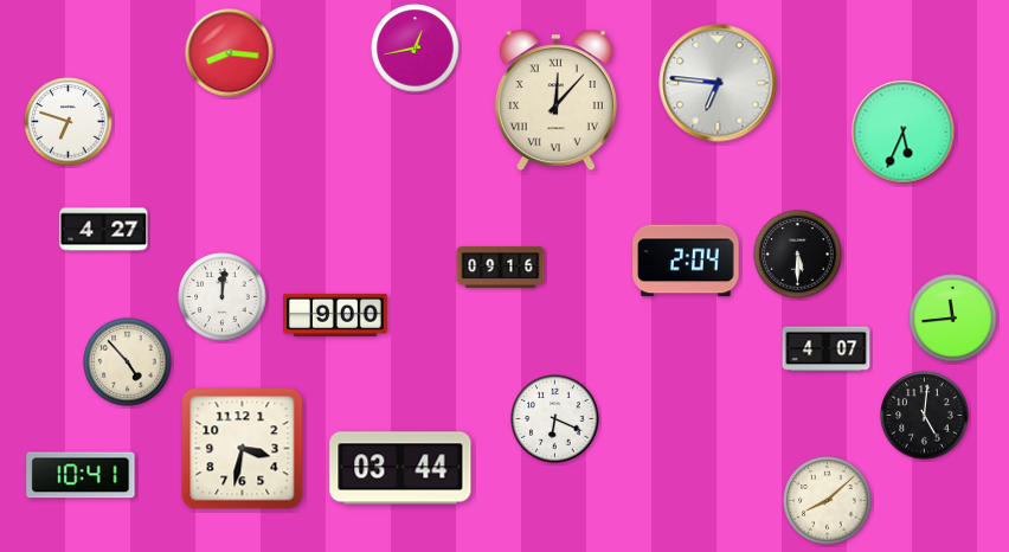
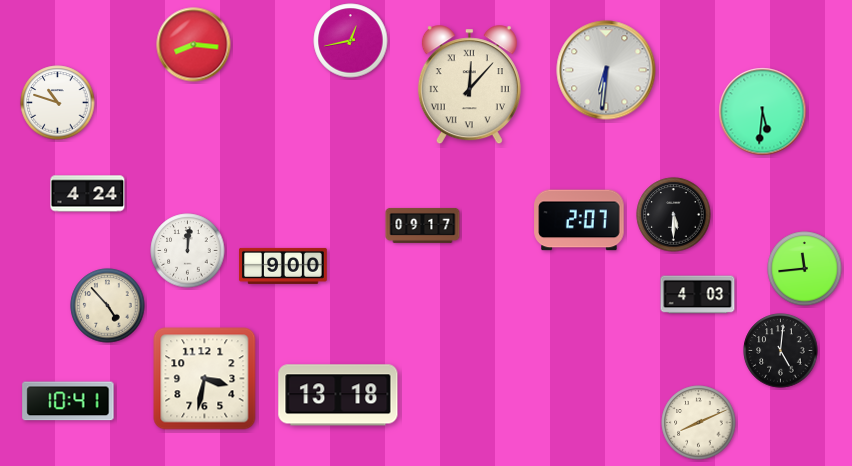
clock at (718, 83): 6:46 -> 6:31
clock at (69, 122): 6:48 -> 10:48
clock at (904, 133): 5:34 -> 5:31
clock at (104, 230): 4:27 -> 4:24
clock at (686, 261): 2:04 -> 2:07
clock at (501, 267): 09:16 -> 09:17
clock at (827, 349): 4:07 -> 4:03
clock at (555, 419): 6:19 -> none
clock at (400, 468): 03:44 -> 13:18
clock at (828, 501): 8:08 -> 8:11
